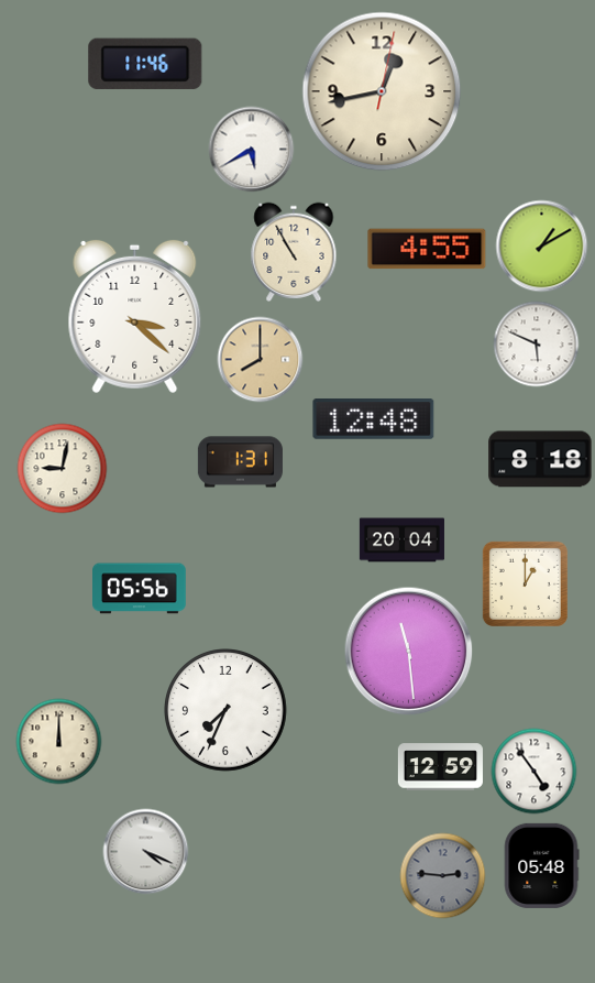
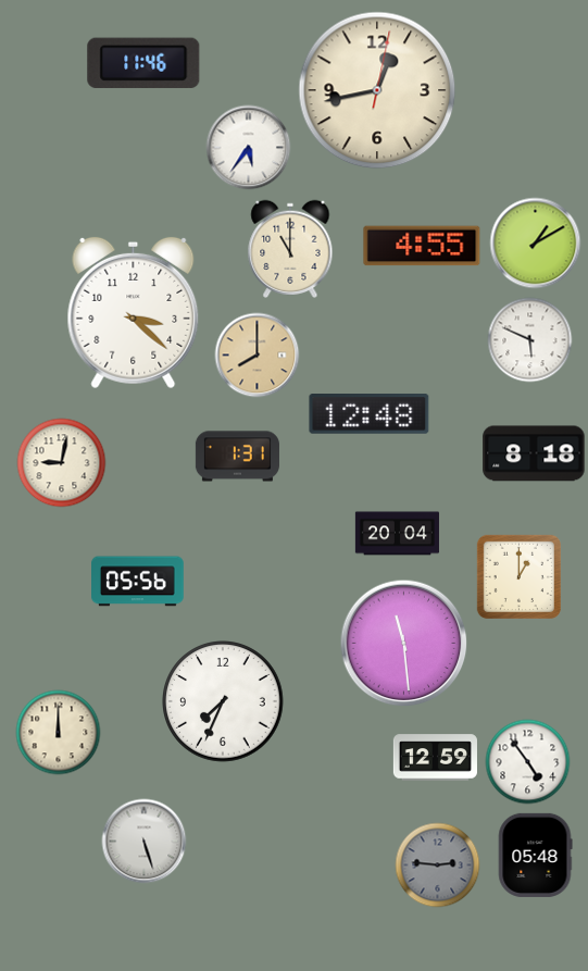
clock at (251, 149): 5:40 -> 5:36
clock at (294, 252): 10:55 -> 11:00
clock at (145, 851): 4:19 -> 5:27
